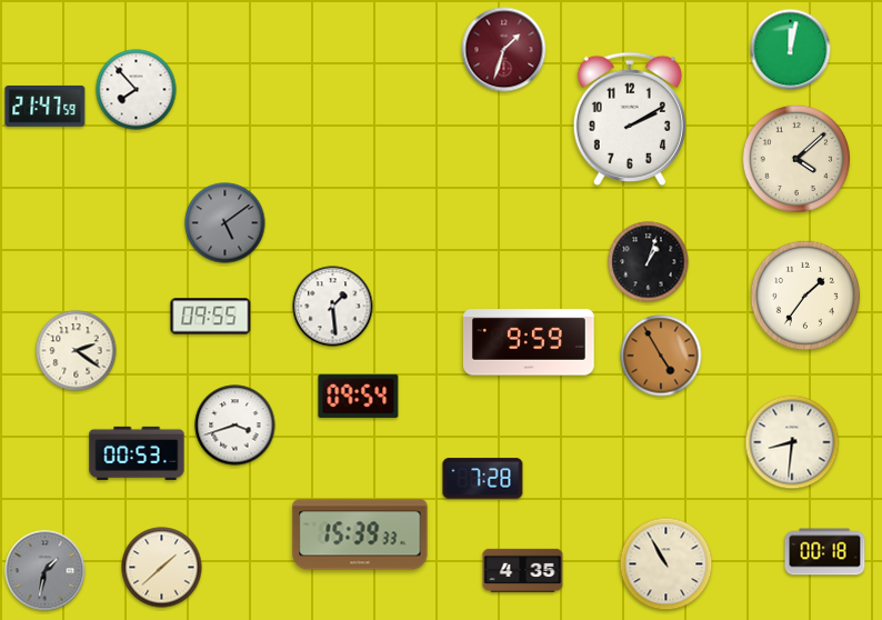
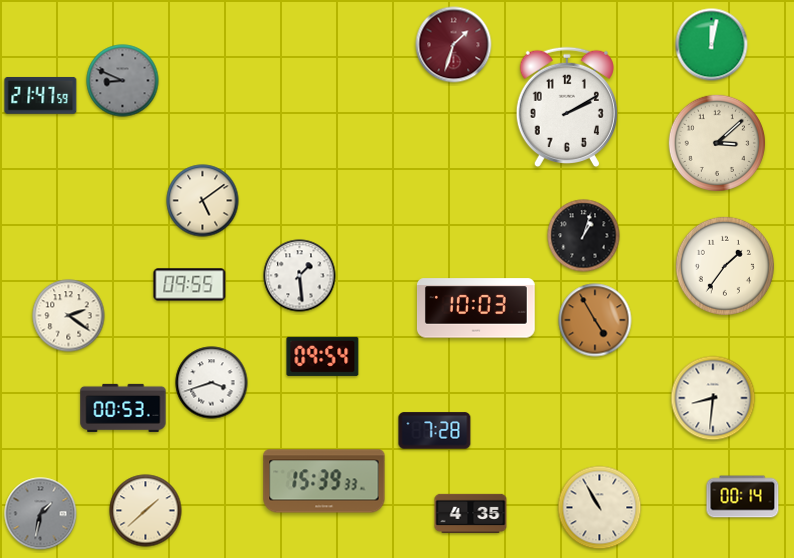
clock at (137, 90): 7:53 -> 8:49
clock at (137, 90) dial: white -> grey
clock at (795, 158): 4:08 -> 3:08
clock at (225, 223) dial: grey -> cream
clock at (529, 342): 9:59 -> 10:03
clock at (825, 552): 00:18 -> 00:14
